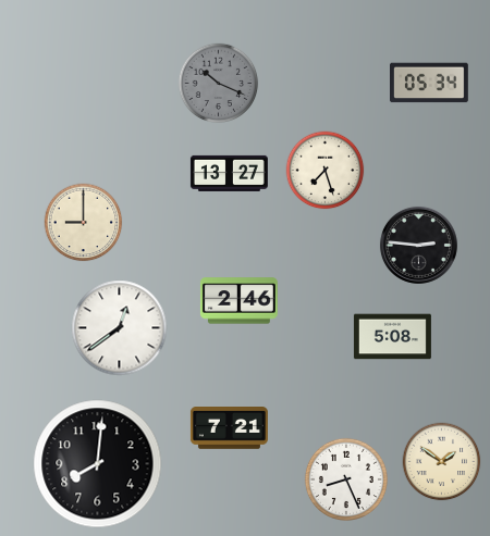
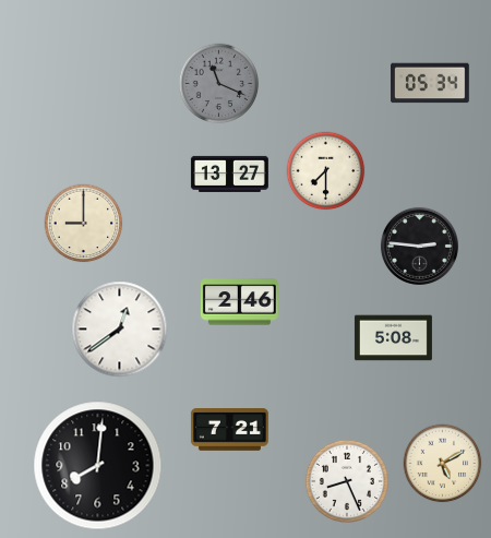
clock at (219, 84): 10:19 -> 11:19
clock at (326, 171): 7:27 -> 7:30
clock at (442, 462): 1:51 -> 5:10
